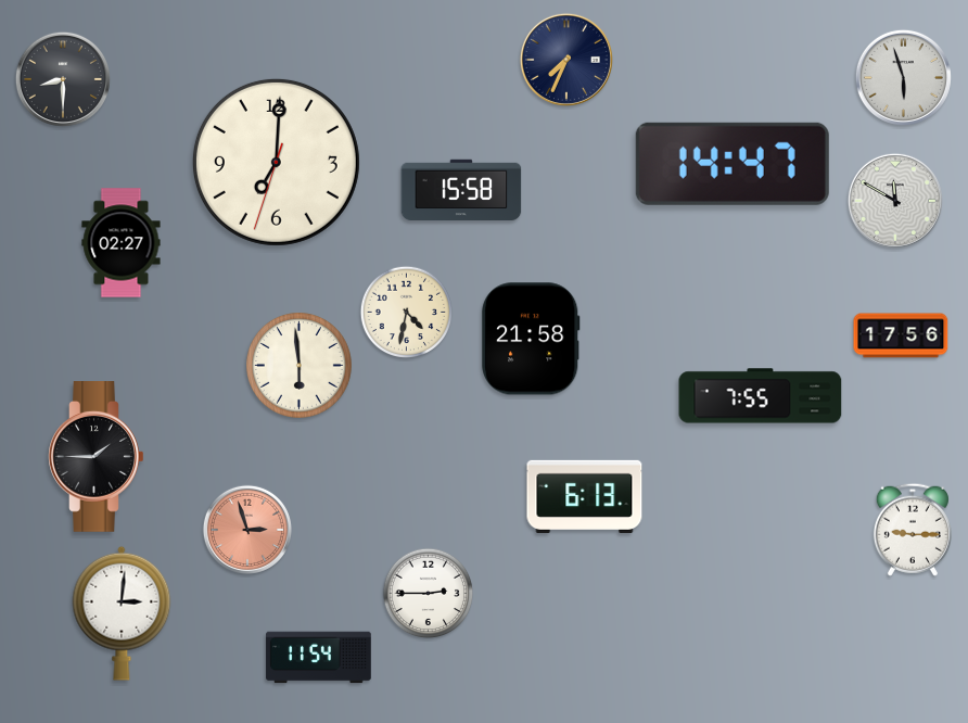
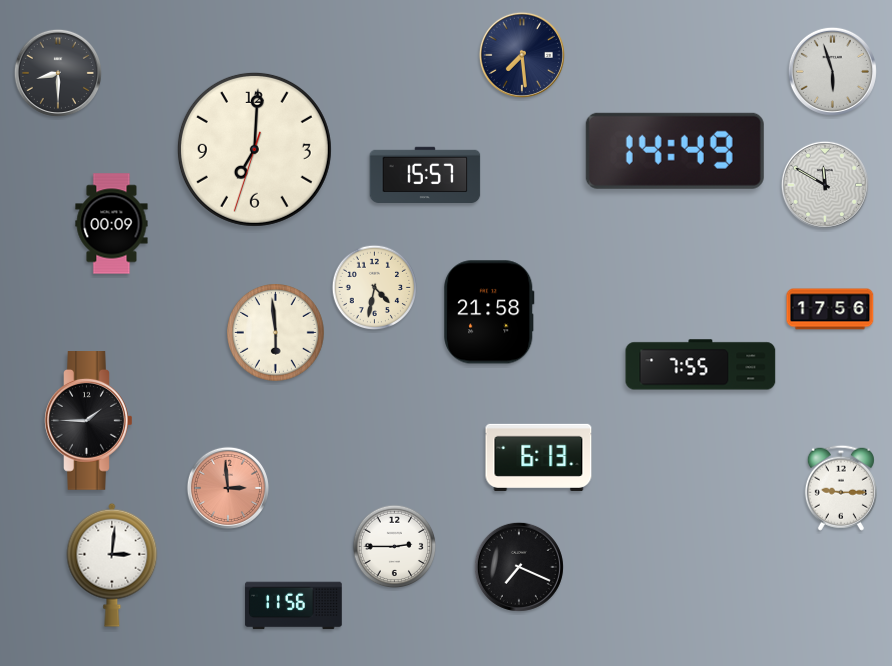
clock at (566, 60): 7:34 -> 7:29
clock at (733, 164): 14:47 -> 14:49
clock at (461, 190): 15:58 -> 15:57
clock at (122, 243): 02:27 -> 00:09
clock at (300, 366) position: (300, 366) -> (276, 333)
clock at (247, 530): 2:57 -> 2:59
clock at (519, 567): none -> 7:19
clock at (319, 658): 11:54 -> 11:56
